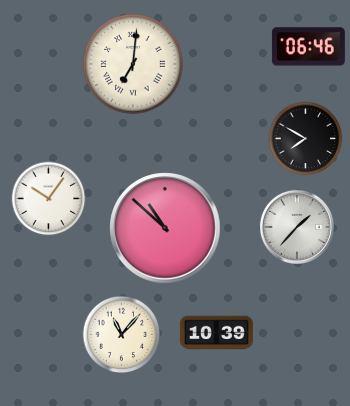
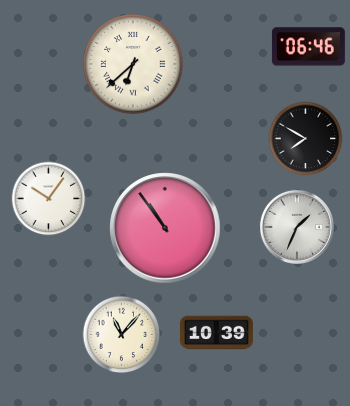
clock at (133, 64): 7:01 -> 6:38
clock at (297, 227): 1:37 -> 1:34
clock at (165, 228): 10:52 -> 10:54
